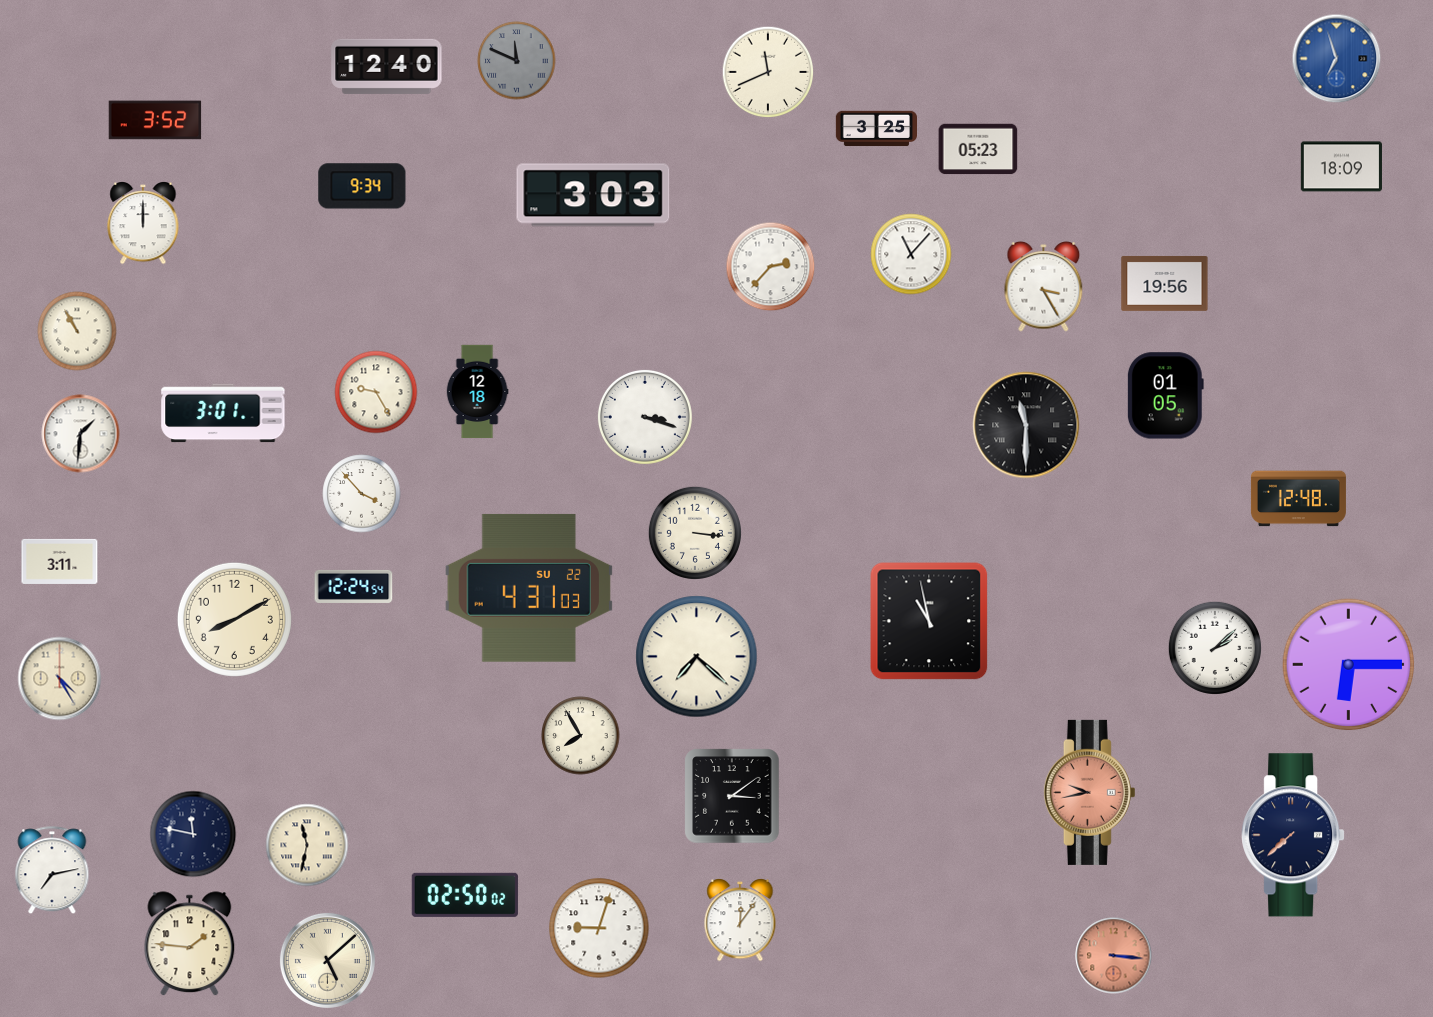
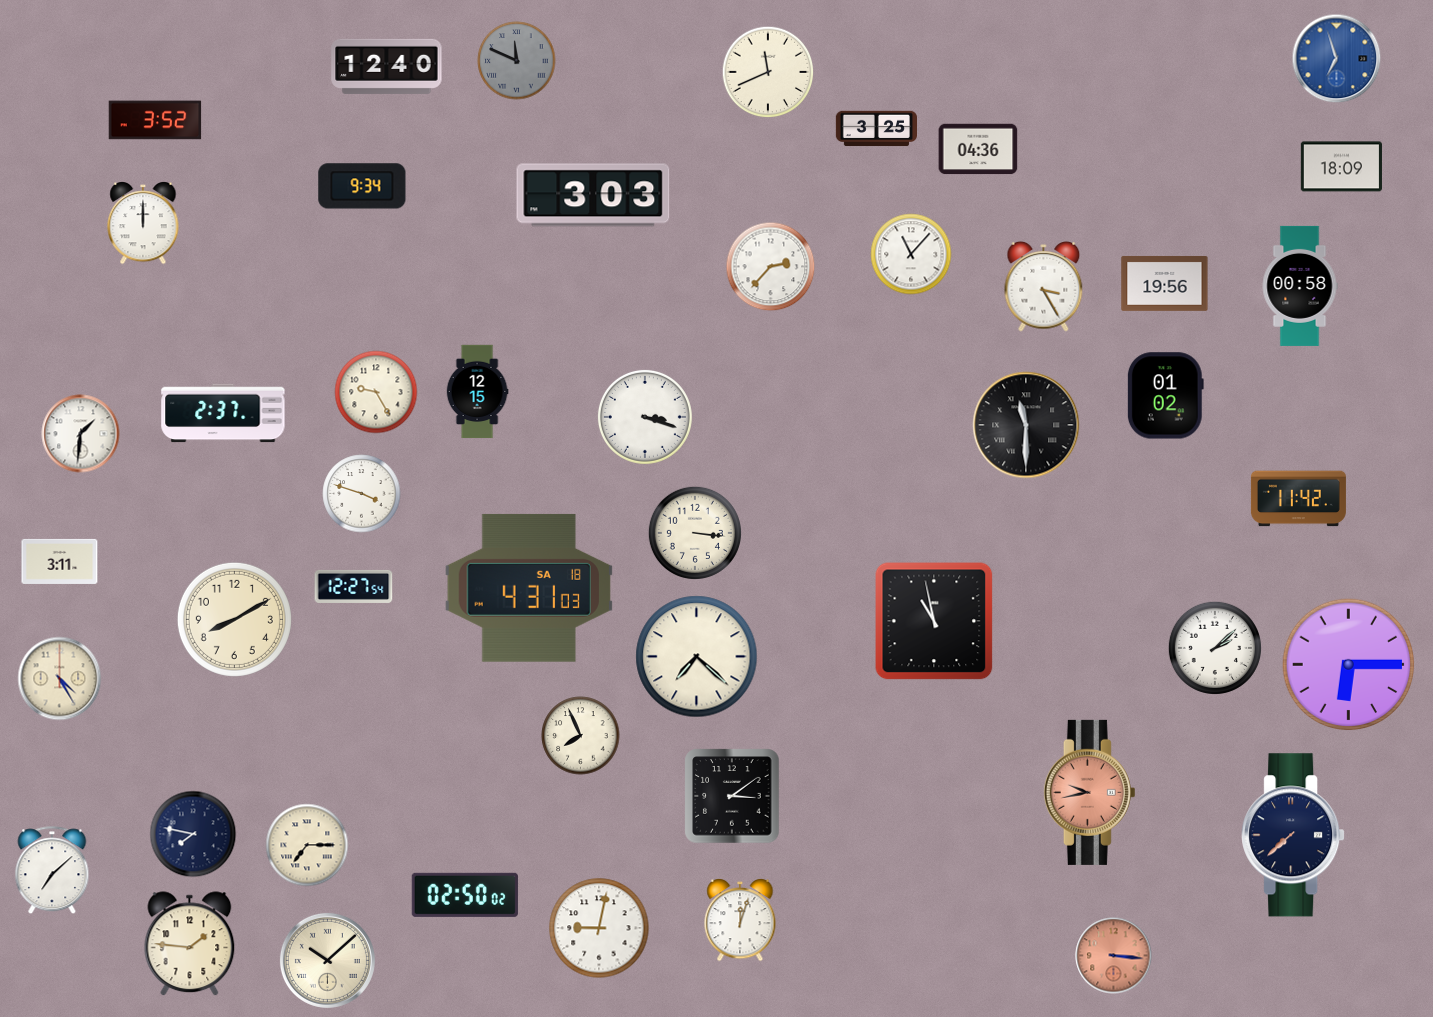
clock at (978, 149): 05:23 -> 04:36
clock at (1300, 286): none -> 00:58
clock at (77, 331): 10:55 -> none
clock at (477, 392): 12:18 -> 12:15
clock at (1165, 396): 01:05 -> 01:02
clock at (223, 413): 3:01 -> 2:37
clock at (362, 494): 3:53 -> 3:48
clock at (1298, 499): 12:48 -> 11:42
clock at (354, 586): 12:24 -> 12:27
clock at (528, 588) date: SU 22 -> SA 18
clock at (929, 621) position: (929, 621) -> (934, 621)
clock at (581, 736): 7:55 -> 7:56
clock at (193, 834): 11:47 -> 7:47
clock at (307, 845): 11:32 -> 7:15
clock at (52, 871): 7:13 -> 7:08
clock at (740, 921): 12:06 -> 12:03
clock at (599, 928): 9:03 -> 9:02
clock at (327, 960): 5:08 -> 10:08
